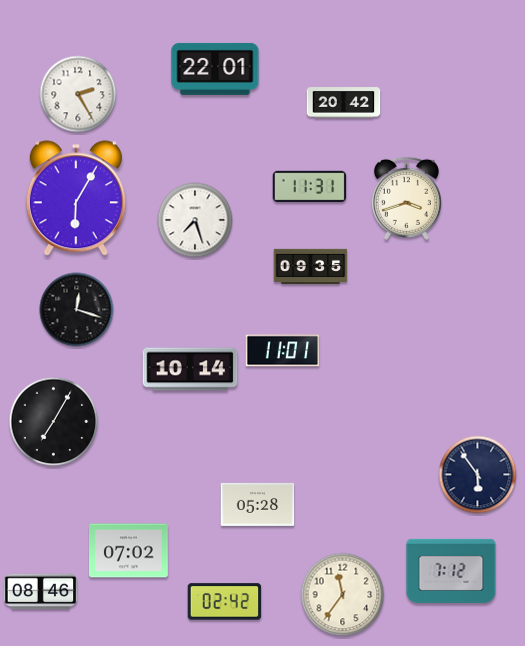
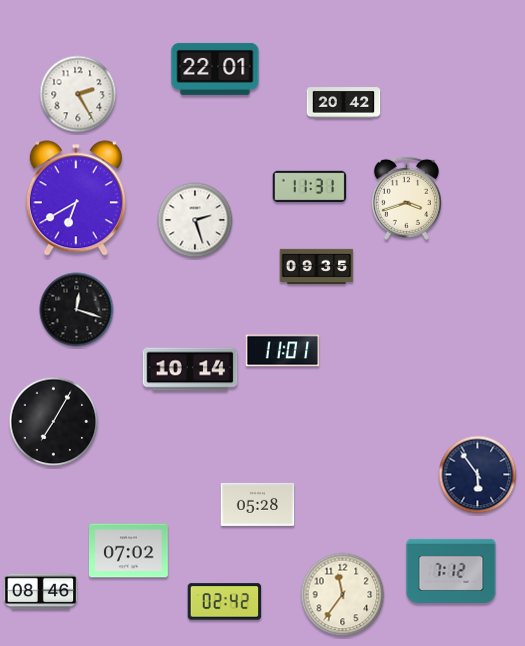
clock at (76, 198): 6:05 -> 6:40
clock at (195, 220): 7:27 -> 2:27
clock at (311, 266) position: (311, 266) -> (317, 266)
